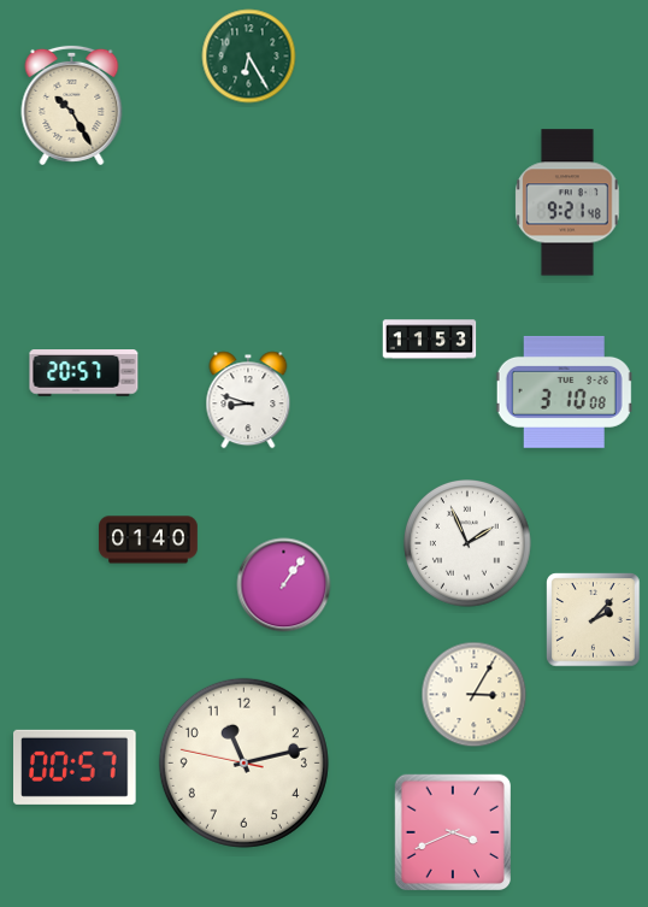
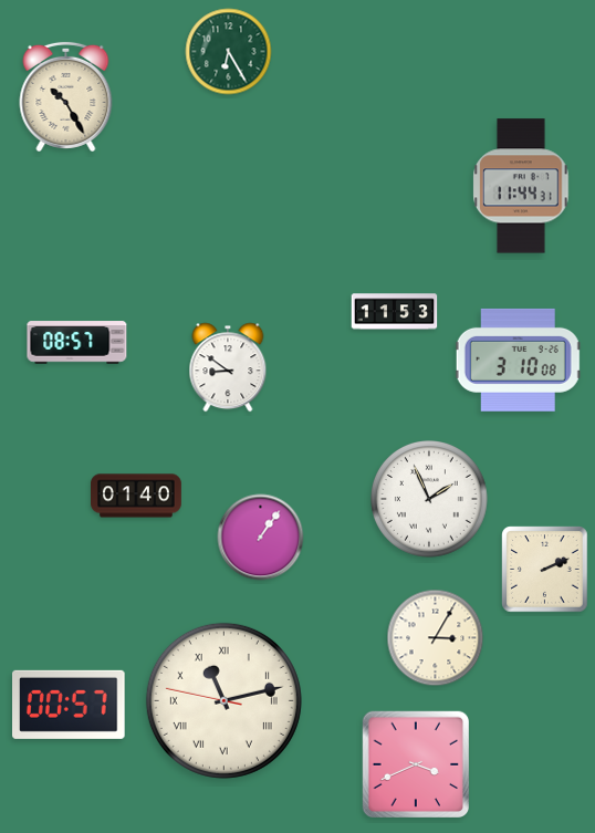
clock at (567, 202): 9:21 -> 11:44
clock at (84, 373): 20:57 -> 08:57
clock at (248, 400): 8:48 -> 8:51
clock at (594, 620): 2:07 -> 2:11
clock at (243, 762) numerals: Arabic -> Roman
